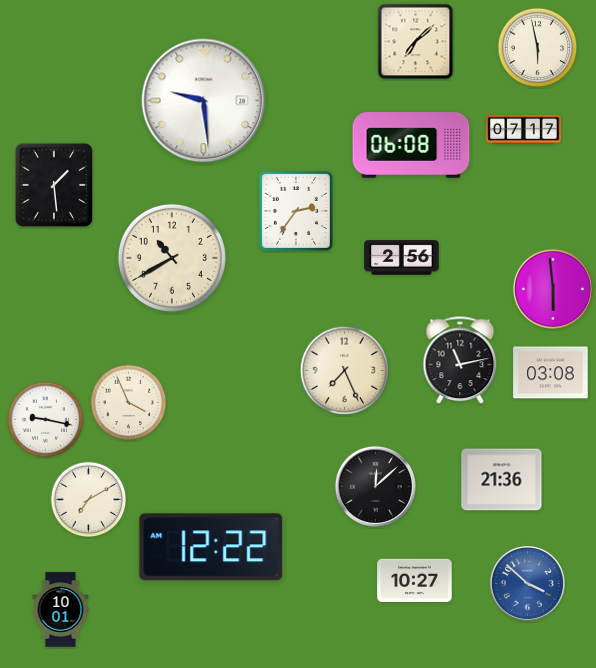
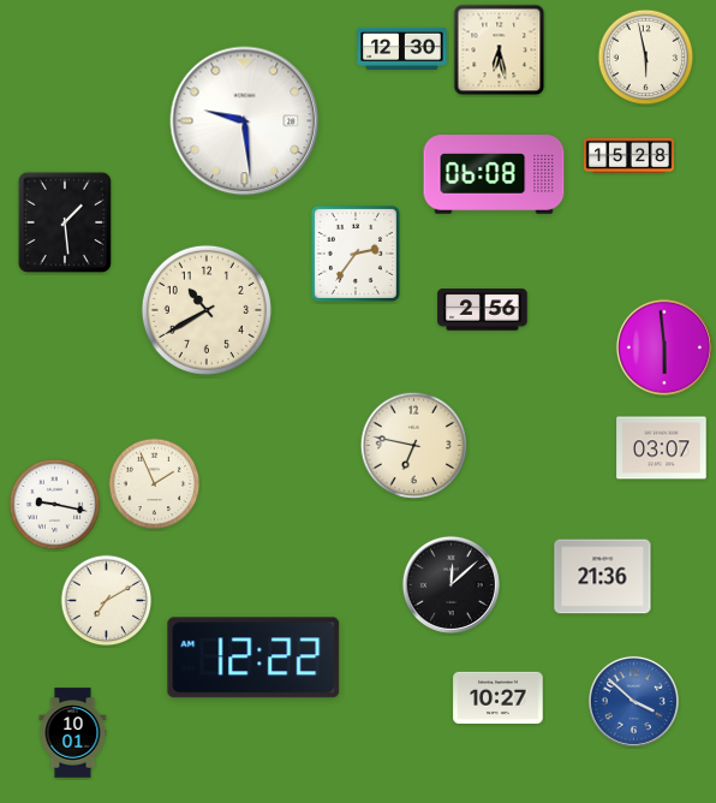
clock at (402, 48): none -> 12:30
clock at (416, 42): 7:08 -> 6:28
clock at (524, 129): 07:17 -> 15:28
clock at (460, 361): 11:13 -> none
clock at (344, 370): 7:26 -> 6:47
clock at (551, 373): 03:08 -> 03:07
clock at (129, 403): 3:56 -> 1:56
